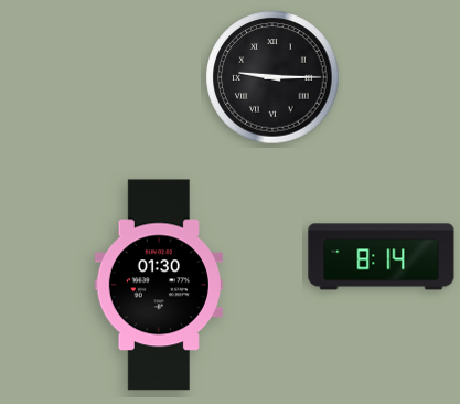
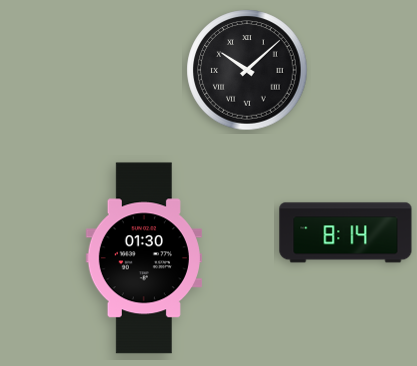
clock at (272, 77): 9:15 -> 10:08
